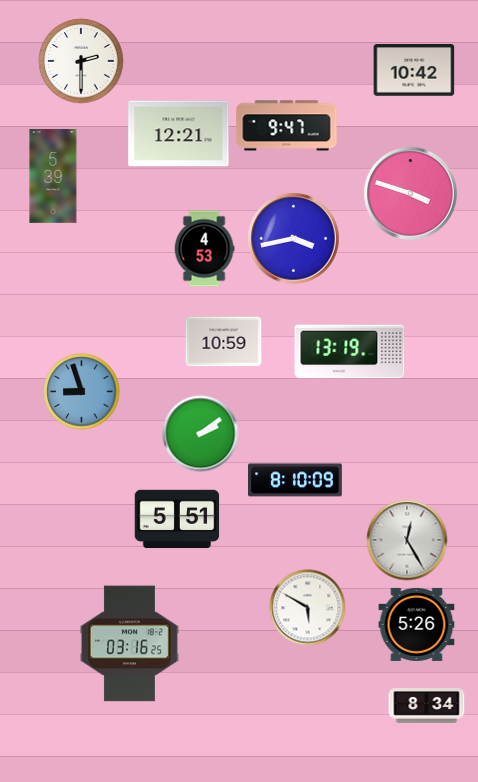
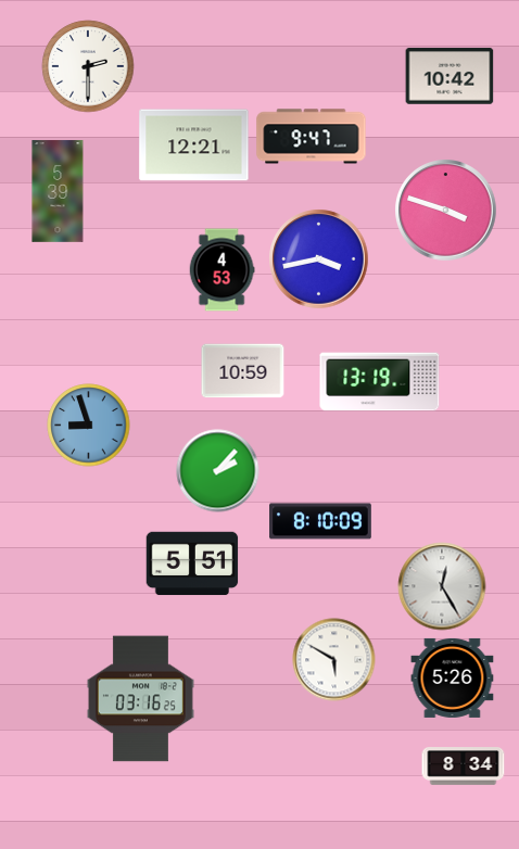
clock at (201, 434): 2:09 -> 2:07
